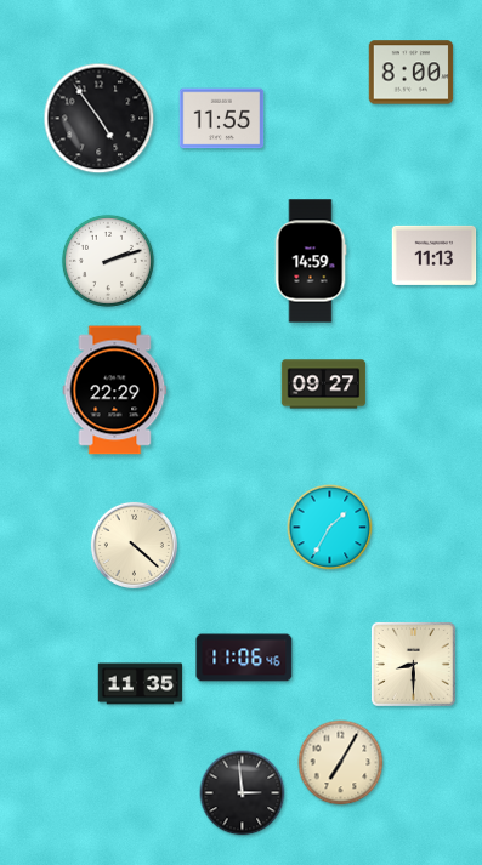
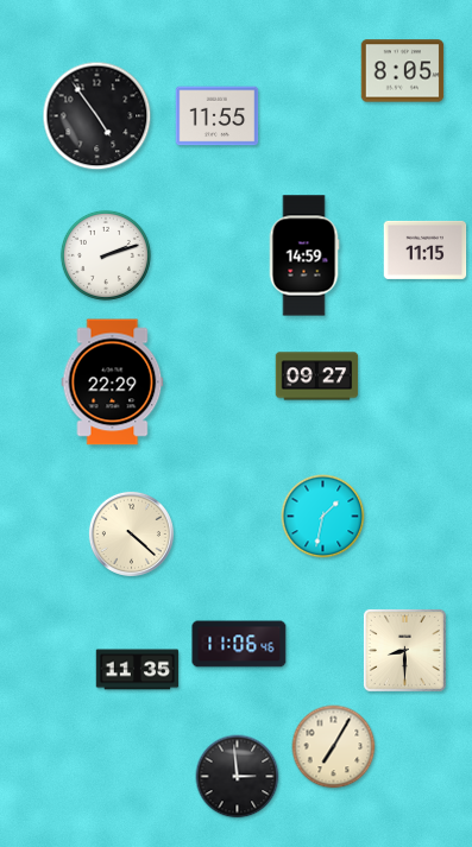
clock at (412, 73): 8:00 -> 8:05
clock at (435, 255): 11:13 -> 11:15
clock at (330, 528): 1:35 -> 1:32
